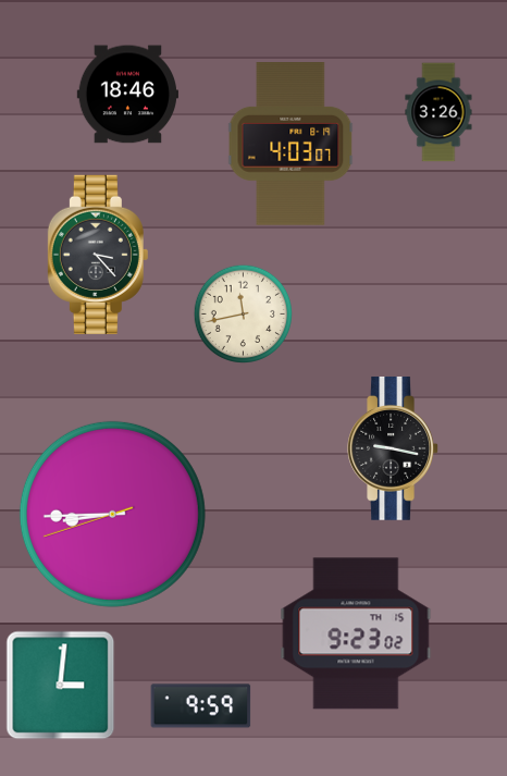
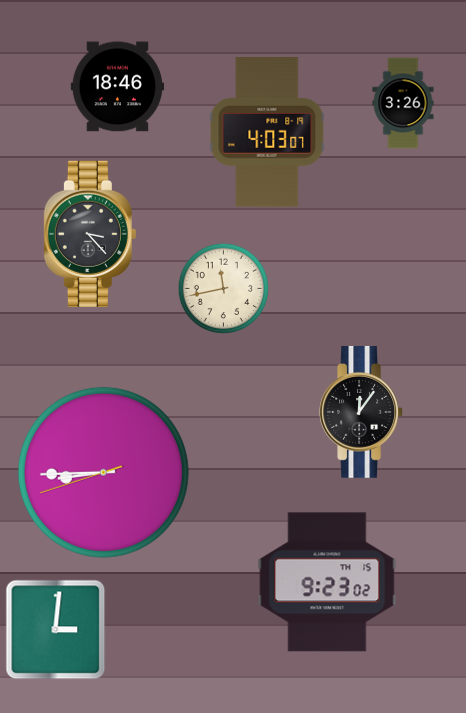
clock at (393, 448): 9:17 -> 12:06
clock at (201, 706): 9:59 -> none
